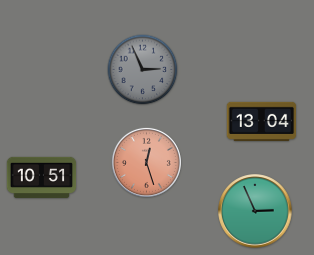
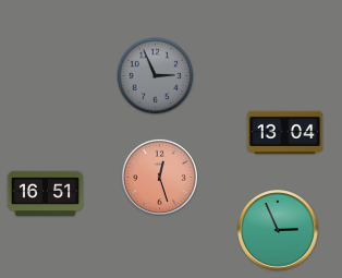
clock at (42, 177): 10:51 -> 16:51
